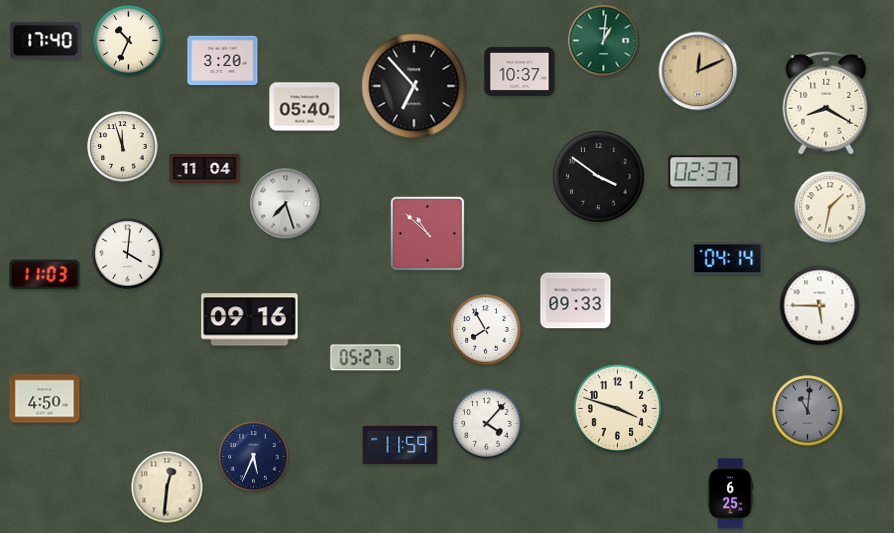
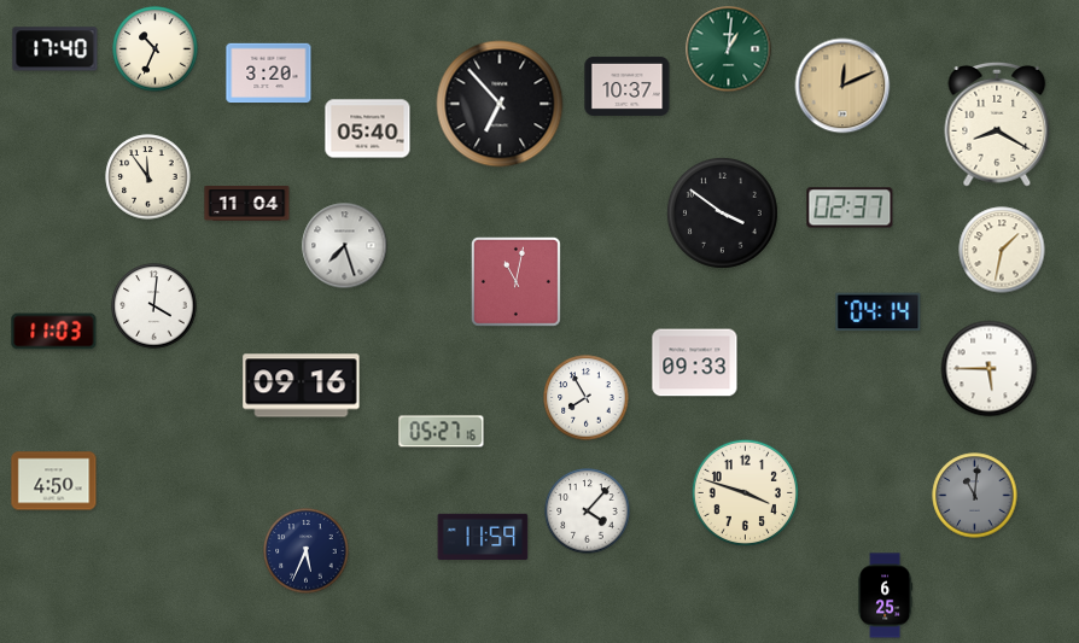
clock at (123, 147): 11:57 -> 11:54
clock at (427, 233): 10:52 -> 11:02
clock at (167, 487): 12:31 -> none
clock at (731, 494) position: (731, 494) -> (886, 596)
